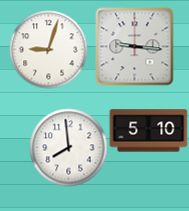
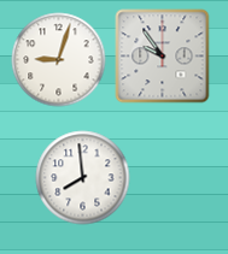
clock at (134, 46): 9:16 -> 9:54
clock at (148, 131): 5:10 -> none
